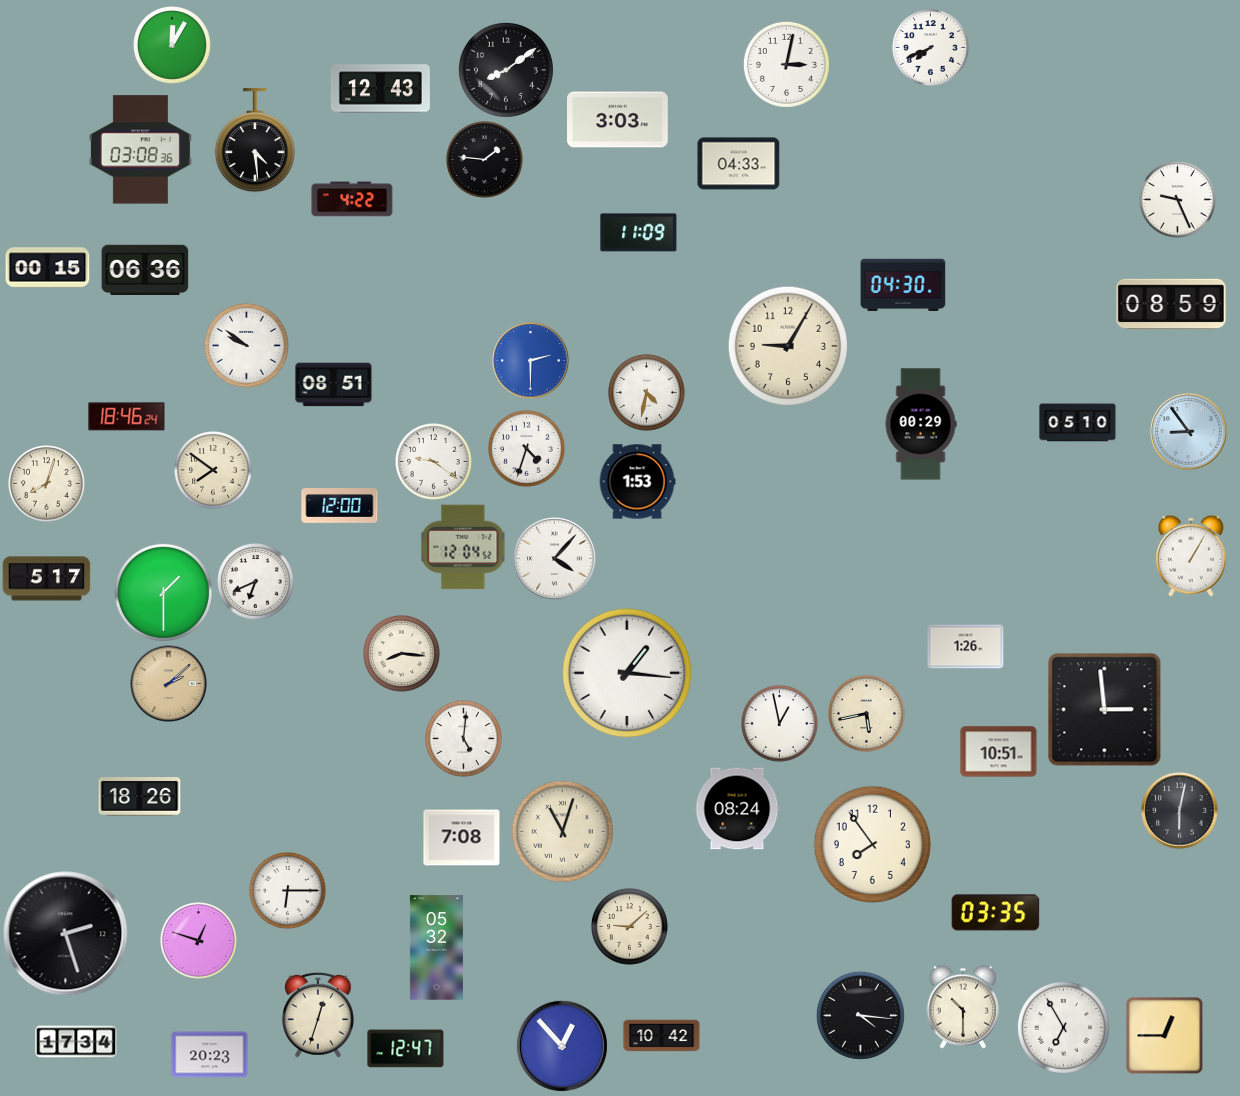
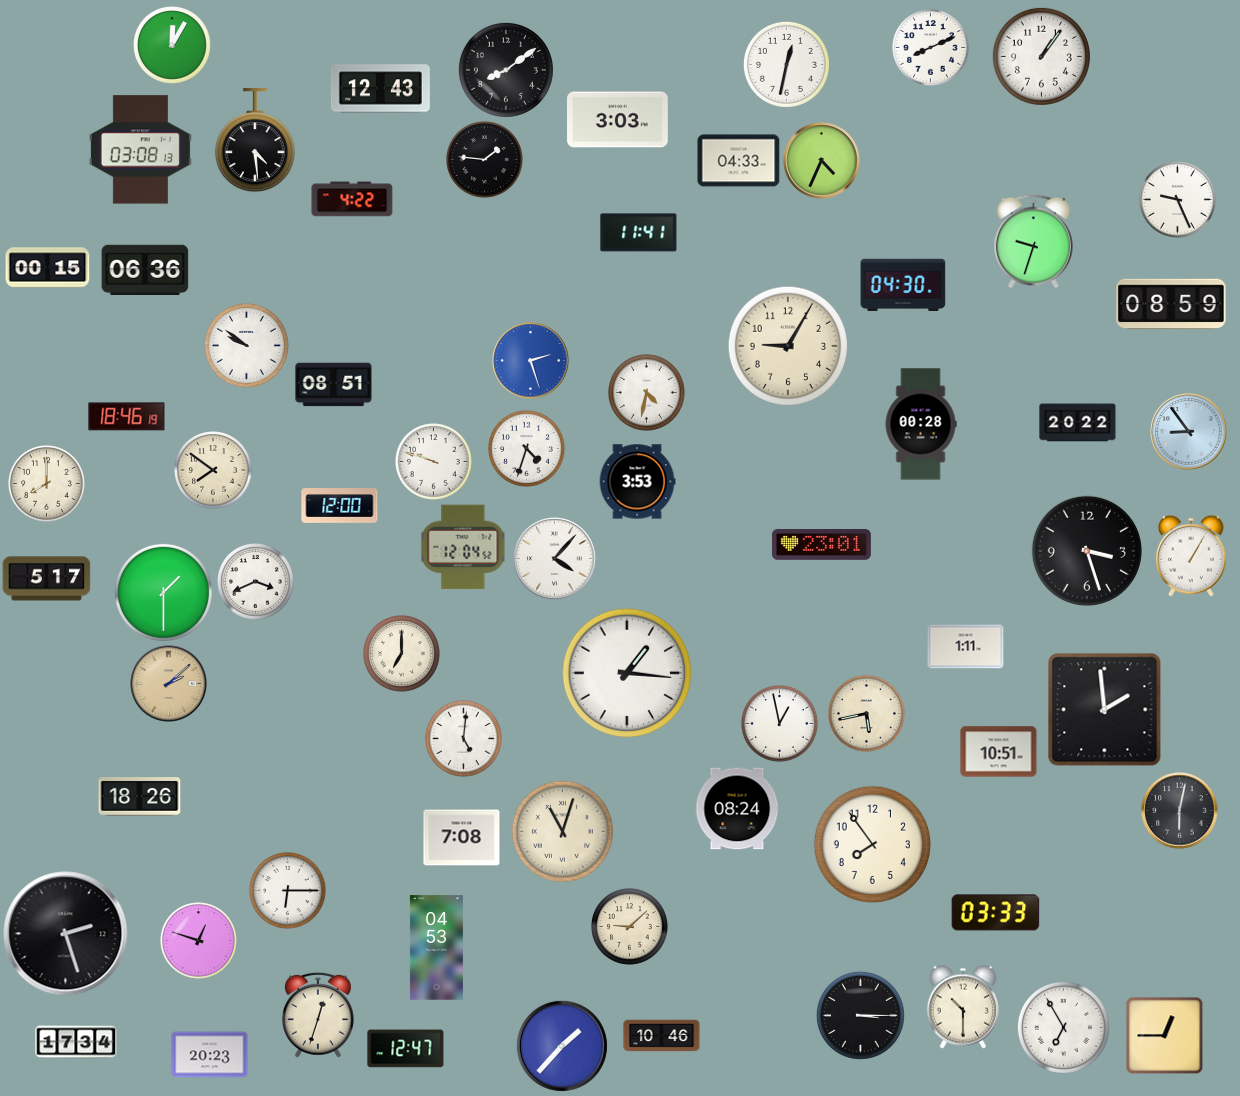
clock at (931, 48): 7:41 -> 8:11
clock at (1041, 56): none -> 1:06
clock at (786, 64): 3:02 -> 12:32
clock at (140, 150): 03:08:36 -> 03:08:13
clock at (822, 161): none -> 4:34
clock at (739, 164) position: (739, 164) -> (739, 161)
clock at (639, 233): 11:09 -> 11:41
clock at (1034, 242): none -> 9:33
clock at (531, 361): 2:30 -> 2:27
clock at (127, 417): 18:46:24 -> 18:46:19
clock at (1078, 423): 05:10 -> 20:22
clock at (921, 424): 00:29 -> 00:28
clock at (434, 462): 9:21 -> 9:48
clock at (637, 482): 1:53 -> 3:53
clock at (47, 484): 8:03 -> 8:00
clock at (821, 545): none -> 23:01
clock at (1087, 551): none -> 3:27
clock at (256, 582): 6:41 -> 3:41
clock at (966, 647): 1:26 -> 1:11
clock at (402, 654): 8:16 -> 7:00
clock at (1105, 710): 2:59 -> 1:59
clock at (996, 913): 03:35 -> 03:33
clock at (436, 948): 05:32 -> 04:53
clock at (860, 1015): 4:16 -> 3:15
clock at (662, 1036): 10:42 -> 10:46
clock at (562, 1046): 12:53 -> 1:37
